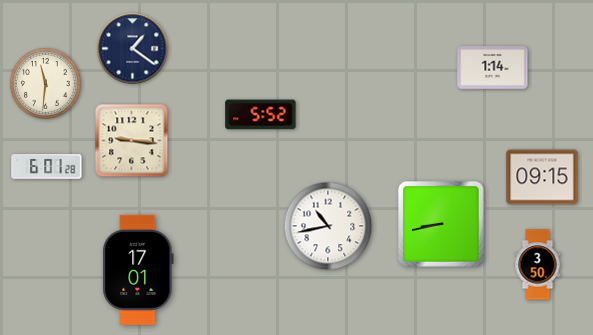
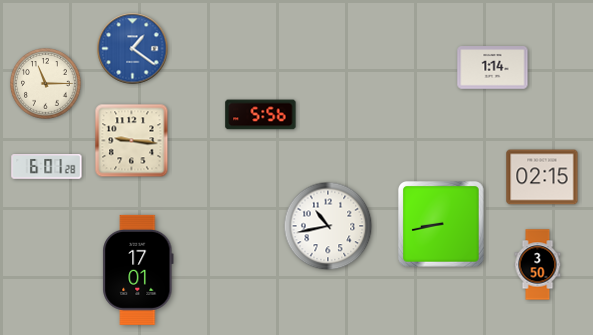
clock at (133, 49) dial: navy -> blue
clock at (46, 84): 11:31 -> 11:15
clock at (261, 115): 5:52 -> 5:56
clock at (542, 177): 09:15 -> 02:15
